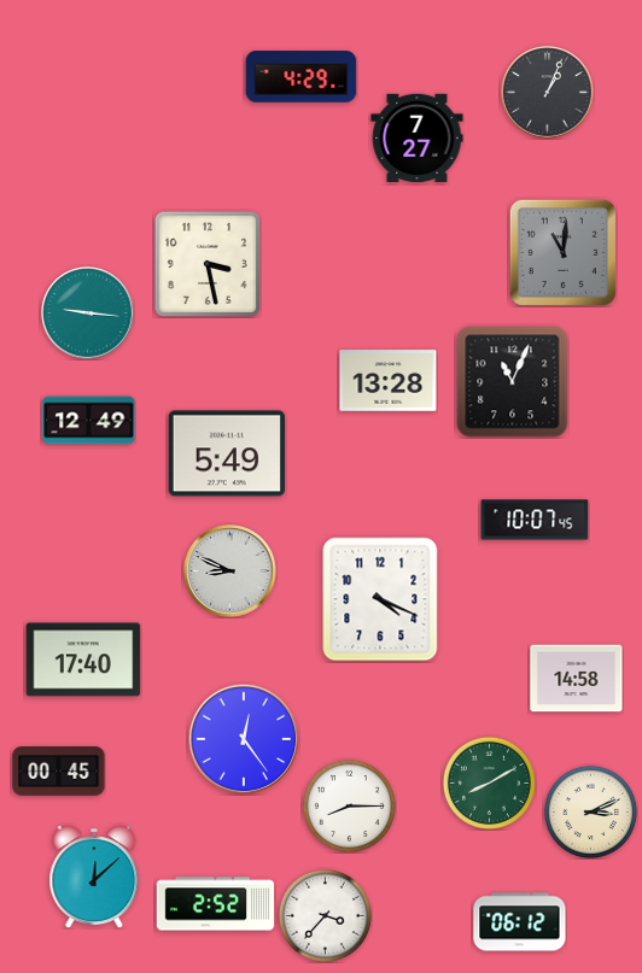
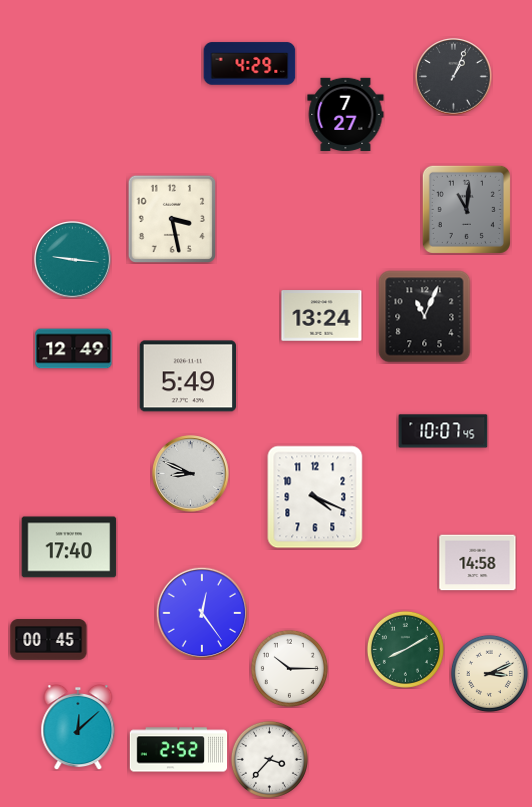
clock at (389, 381): 13:28 -> 13:24
clock at (349, 805): 8:15 -> 10:15
clock at (520, 922): 06:12 -> none
